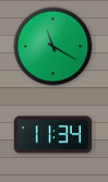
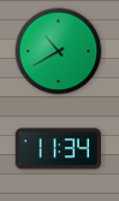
clock at (53, 47): 11:20 -> 10:40
